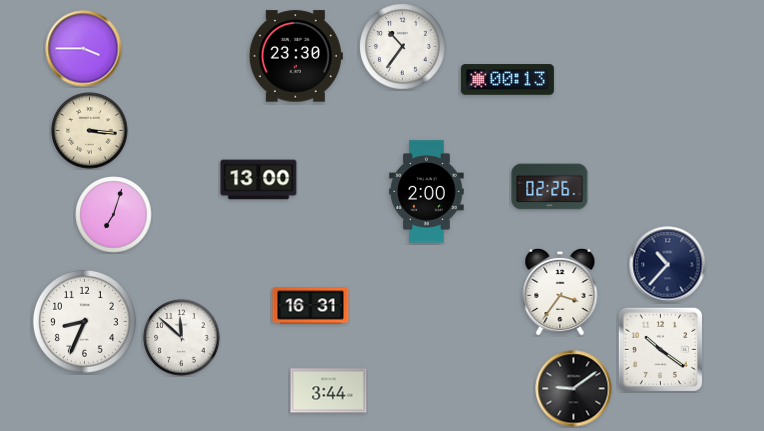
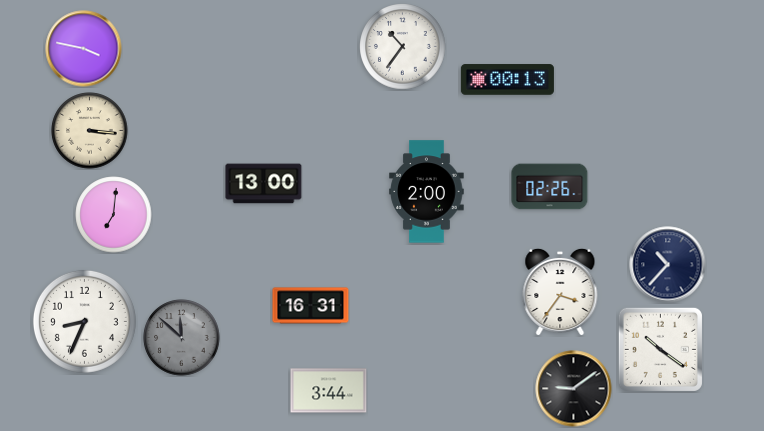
clock at (84, 49): 3:45 -> 3:47
clock at (296, 56): 23:30 -> none
clock at (259, 180) position: (259, 180) -> (264, 184)
clock at (114, 215): 7:03 -> 7:01
clock at (182, 338) dial: white -> grey
